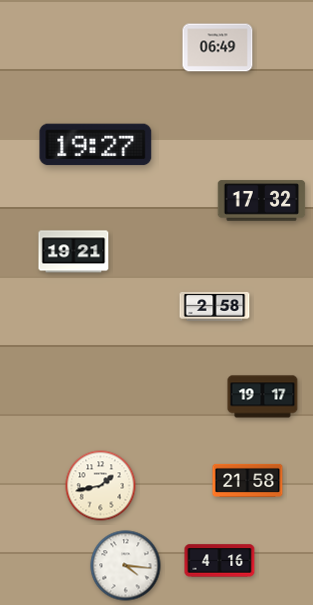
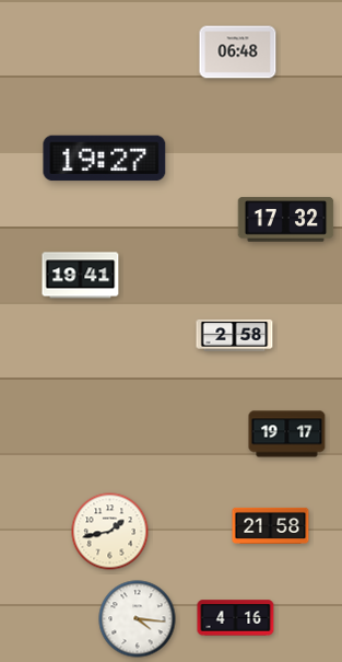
clock at (218, 48): 06:49 -> 06:48
clock at (74, 252): 19:21 -> 19:41
clock at (220, 561) position: (220, 561) -> (236, 618)
